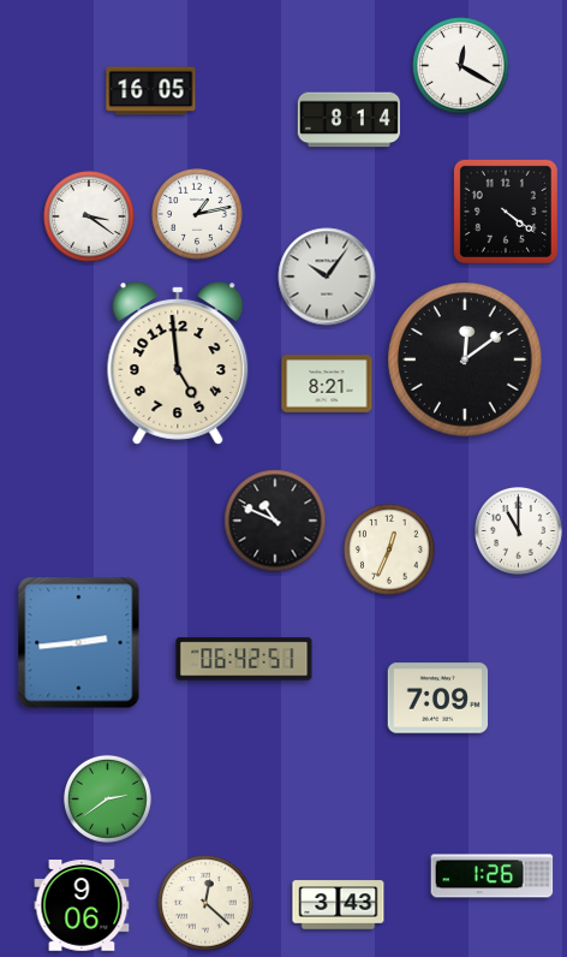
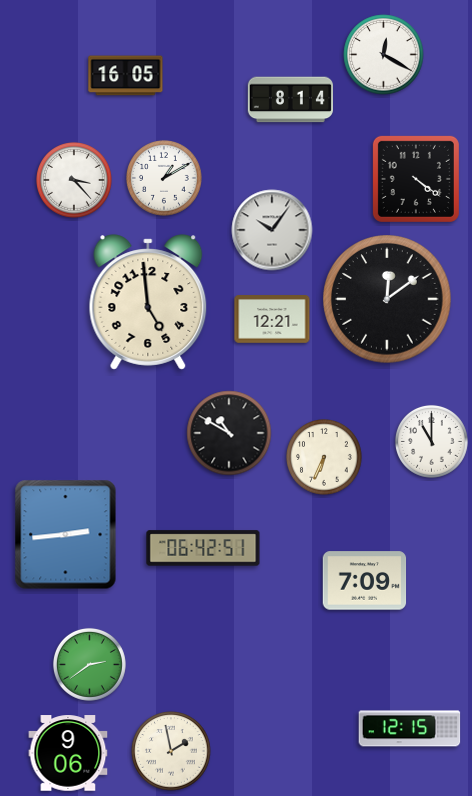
clock at (506, 212) position: (506, 212) -> (416, 179)
clock at (198, 215): 1:13 -> 1:10
clock at (90, 218): 3:21 -> 3:23
clock at (327, 384): 8:21 -> 12:21
clock at (275, 521): 10:49 -> 10:50
clock at (390, 551): 12:34 -> 6:34
clock at (493, 876): 1:26 -> 12:15
clock at (205, 903): 12:22 -> 1:58
clock at (339, 905): 3:43 -> none
